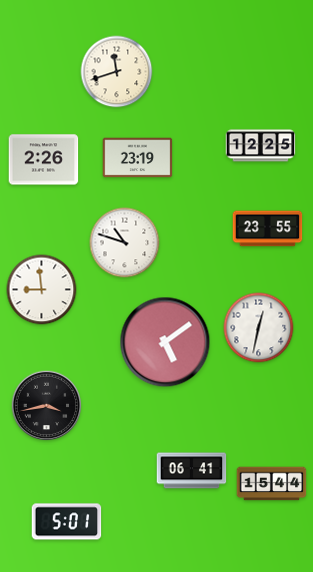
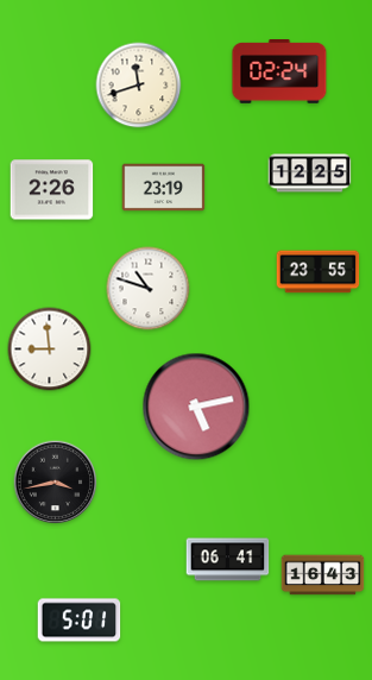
clock at (279, 73): none -> 02:24
clock at (42, 290) position: (42, 290) -> (50, 350)
clock at (259, 328): 12:32 -> none
clock at (165, 342): 5:09 -> 5:13
clock at (272, 484): 15:44 -> 16:43
